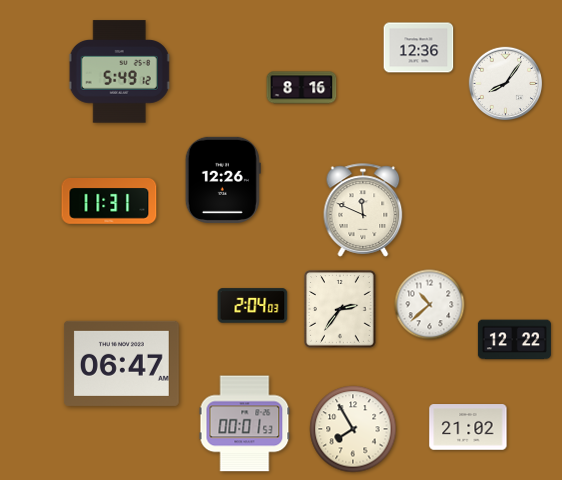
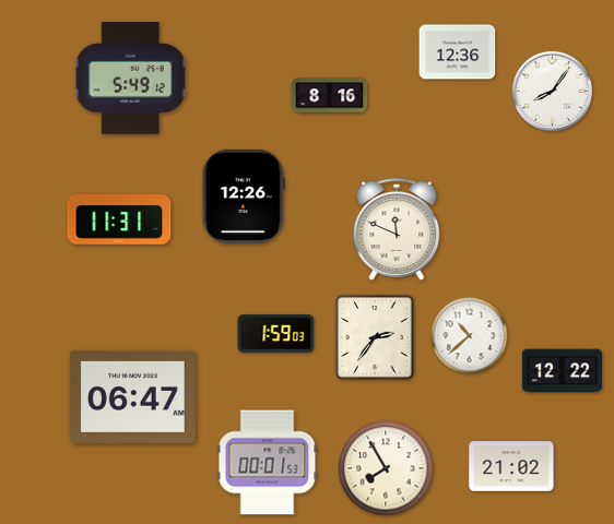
clock at (430, 305) position: (430, 305) -> (470, 336)
clock at (253, 306): 2:04 -> 1:59
clock at (340, 309) position: (340, 309) -> (375, 337)
